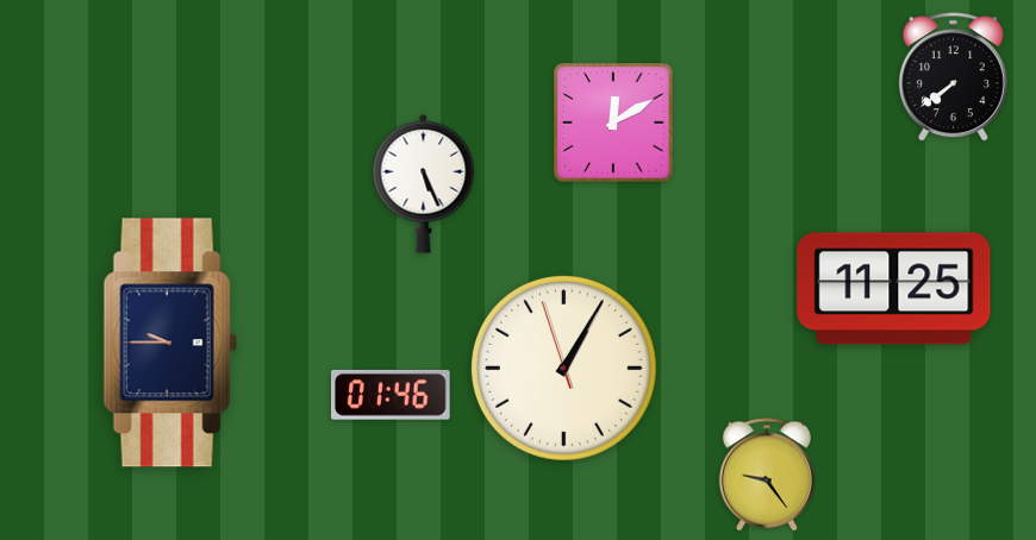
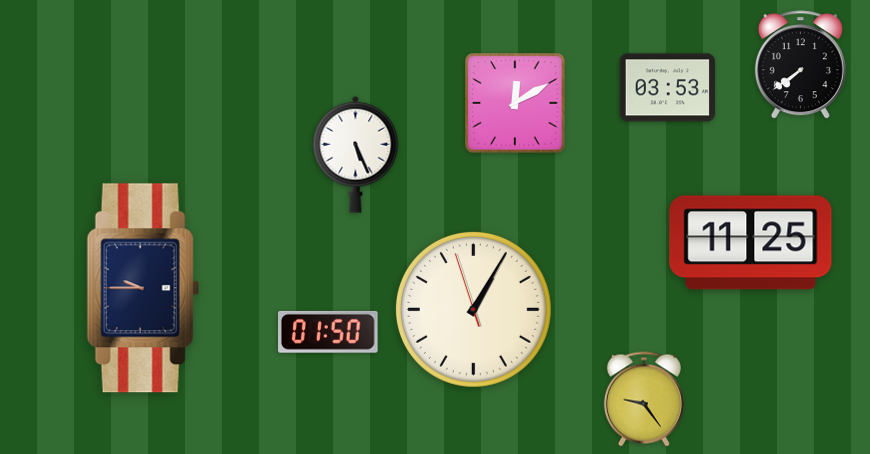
clock at (667, 88): none -> 03:53
clock at (392, 395): 01:46 -> 01:50
